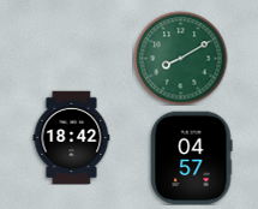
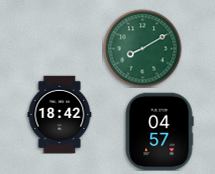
clock at (180, 58) position: (180, 58) -> (142, 48)
